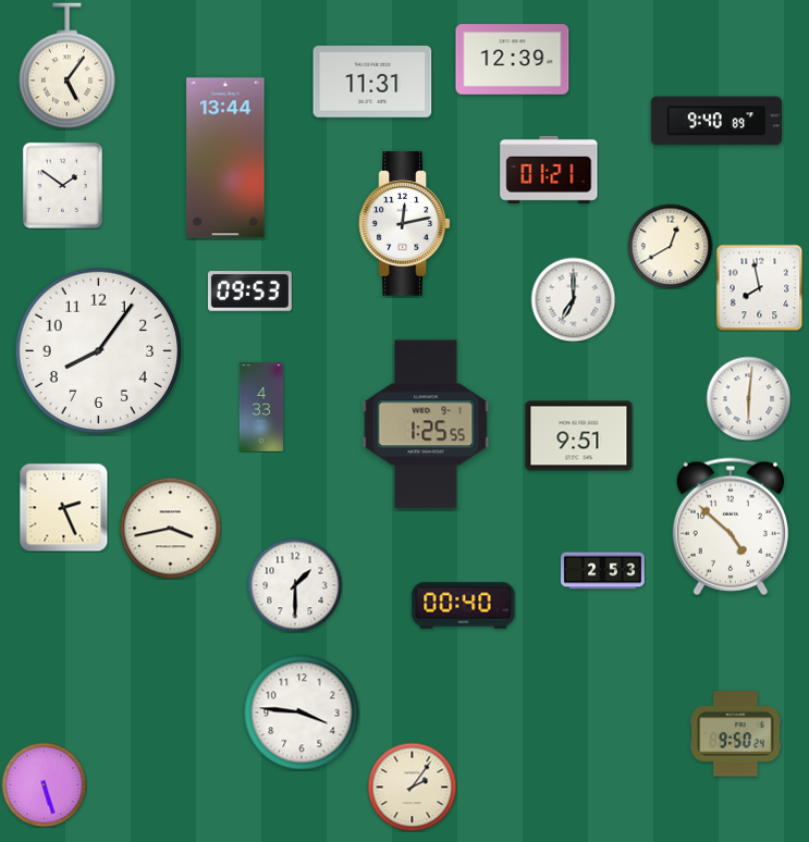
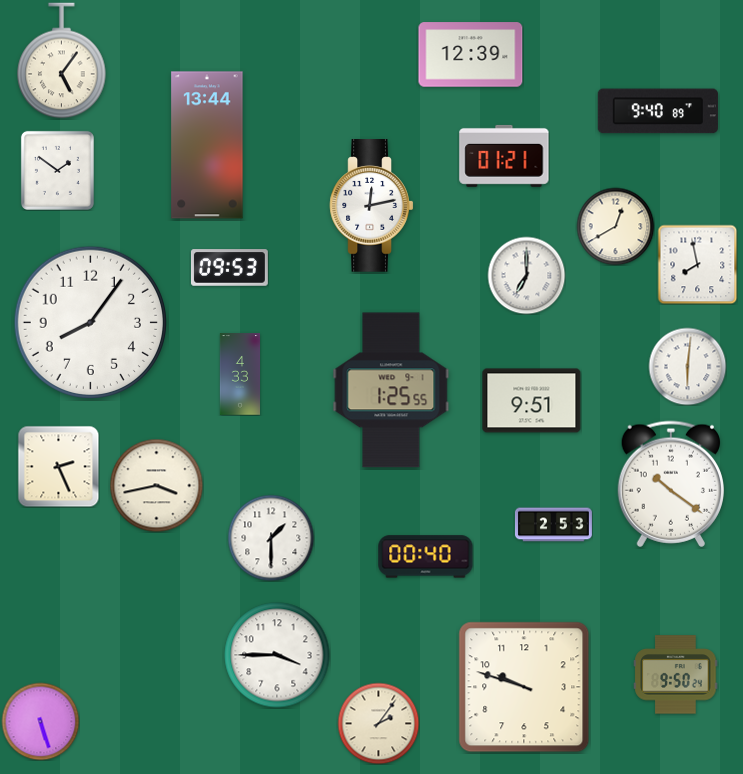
clock at (372, 82): 11:31 -> none
clock at (731, 527): 4:52 -> 10:21
clock at (302, 713): 3:46 -> 3:45
clock at (524, 687): none -> 9:48
